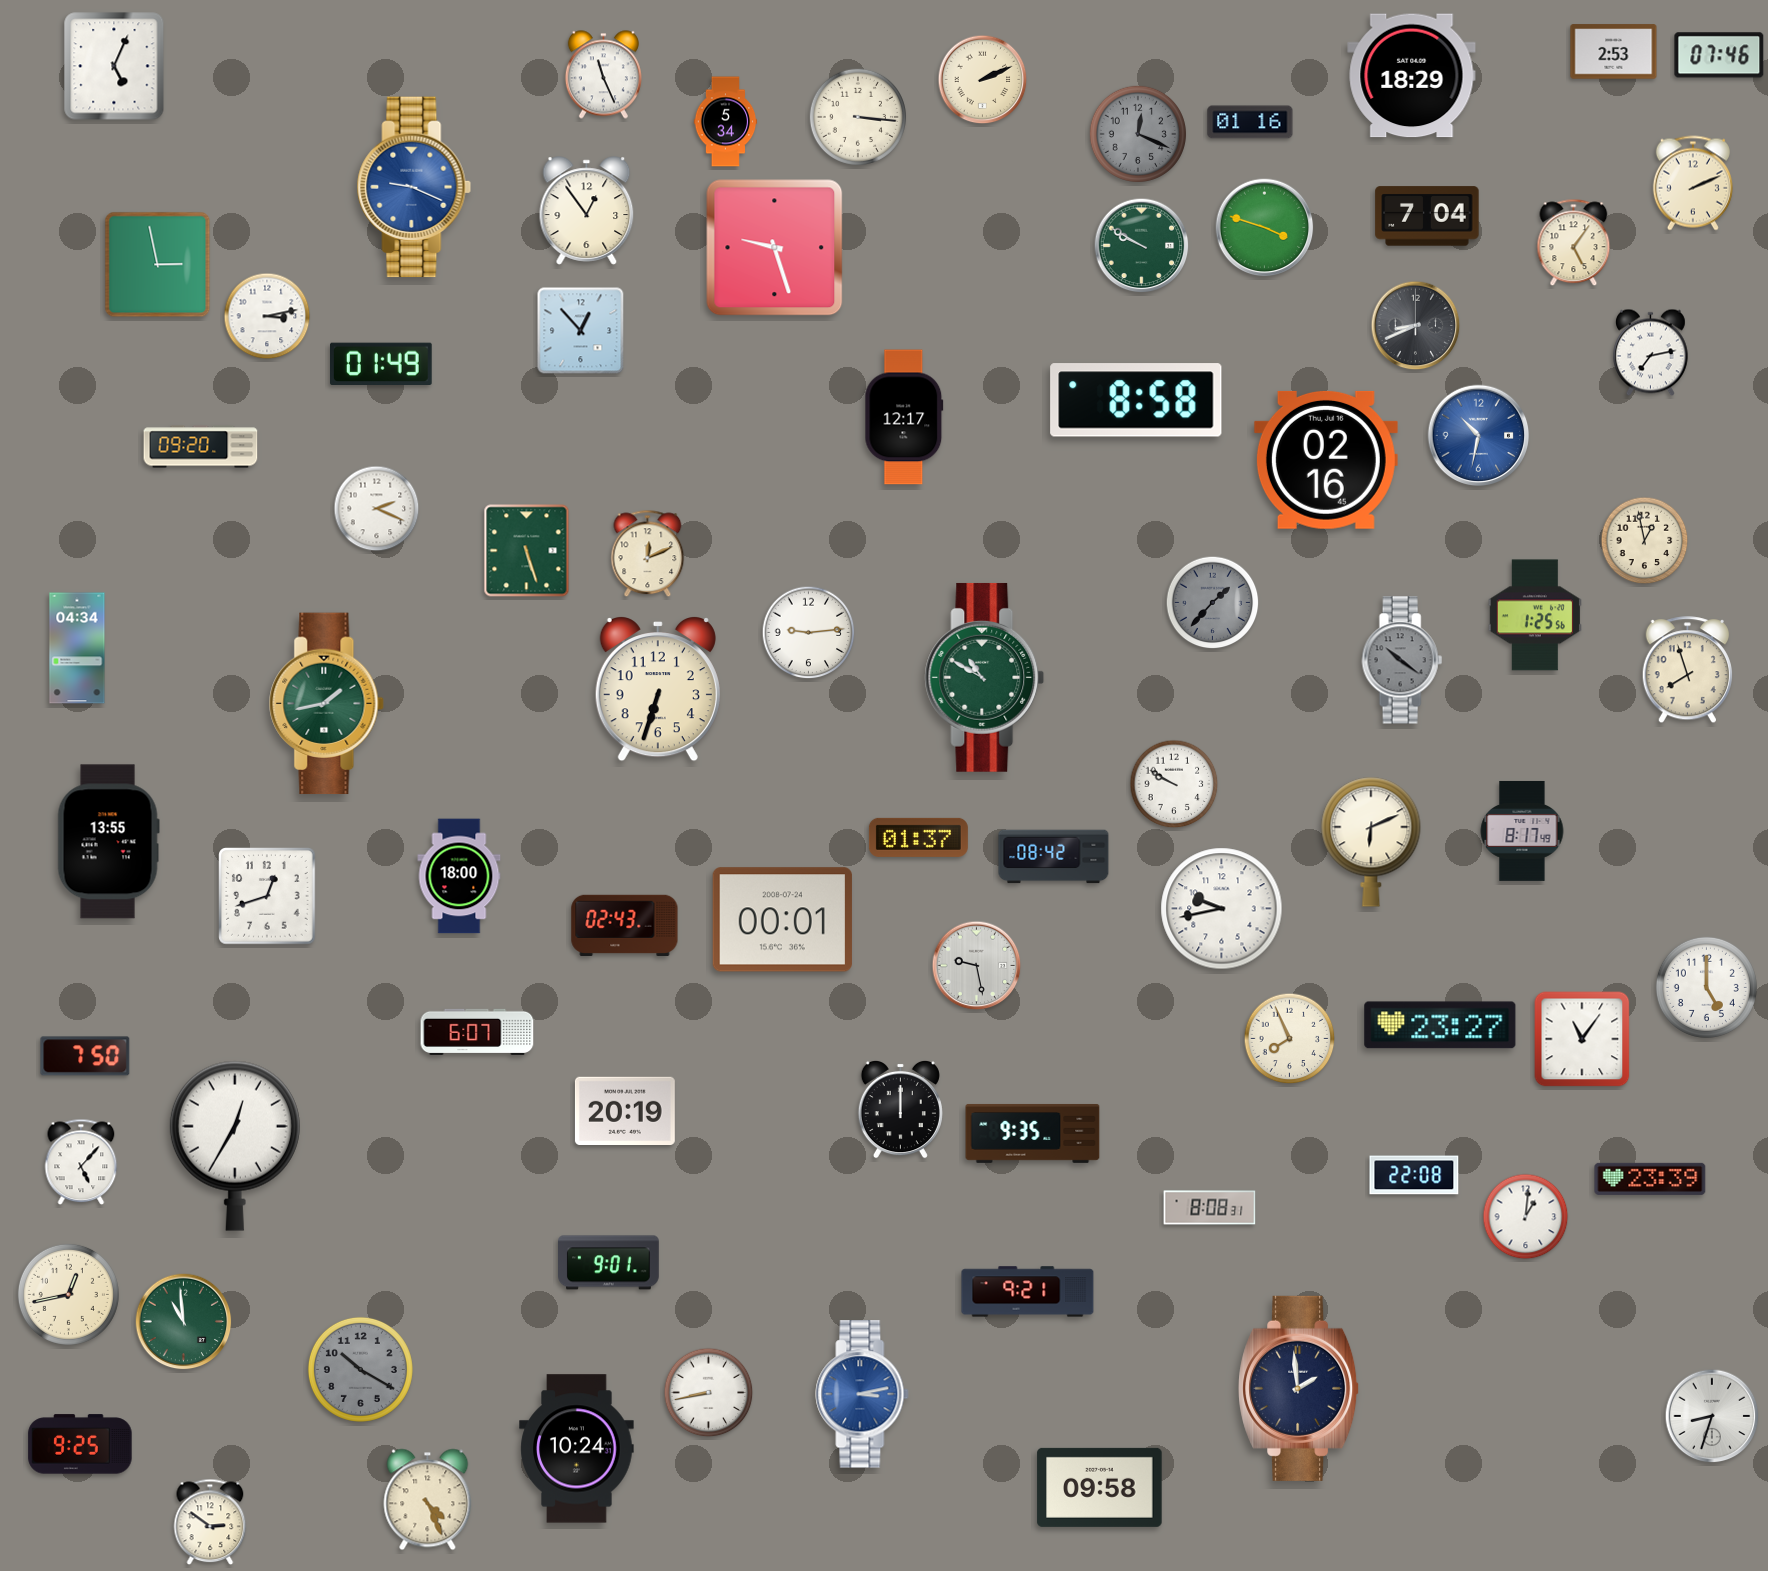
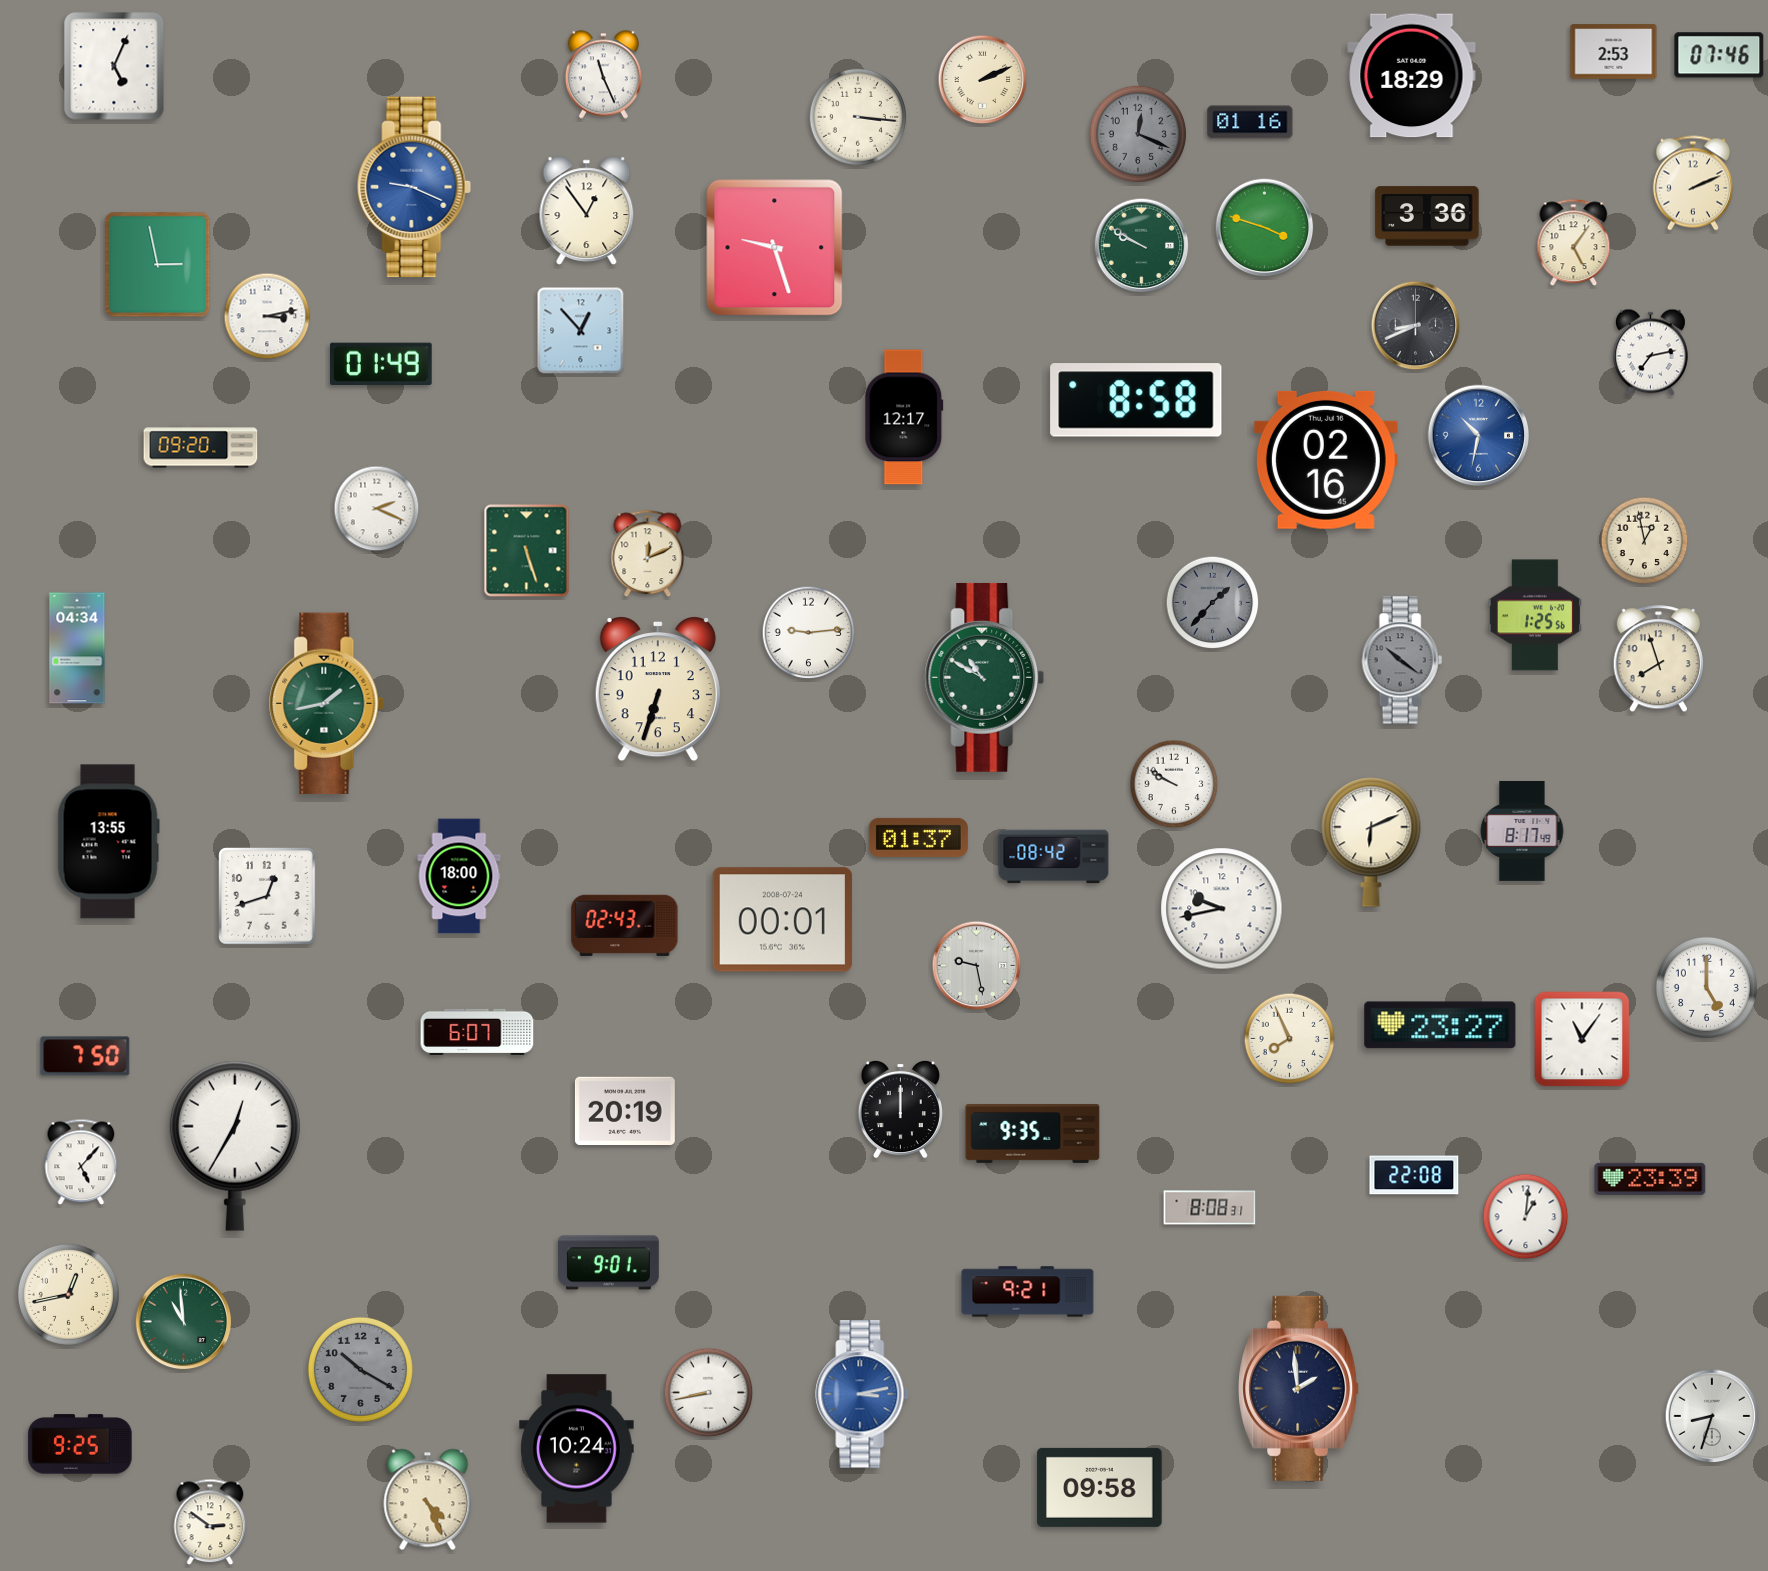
clock at (726, 122): 5:34 -> none
clock at (1427, 216): 7:04 -> 3:36
clock at (1687, 670) position: (1687, 670) -> (1658, 659)
